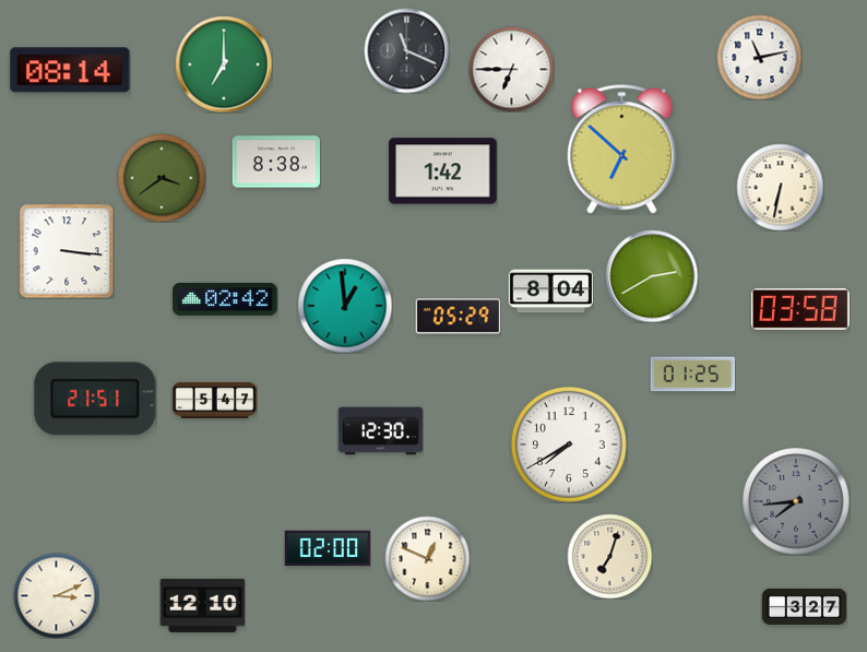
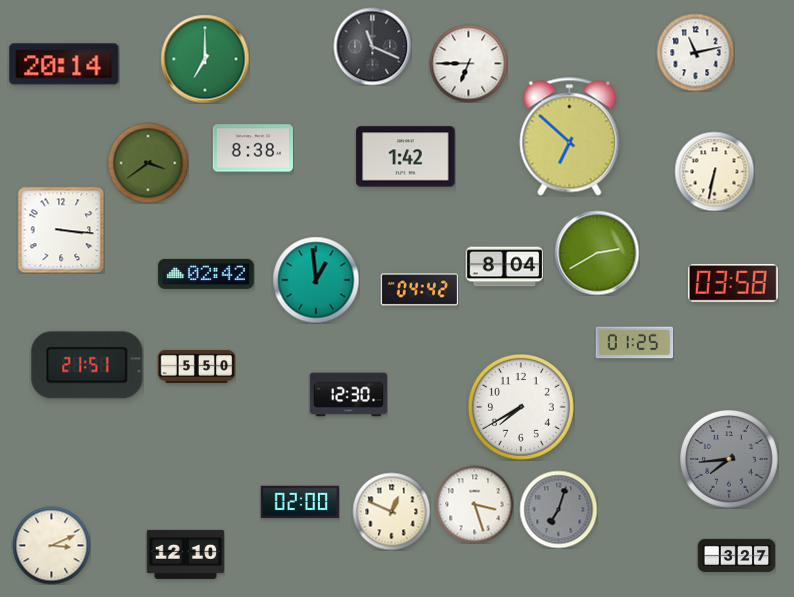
clock at (70, 70): 08:14 -> 20:14
clock at (458, 317): 05:29 -> 04:42
clock at (214, 400): 5:47 -> 5:50
clock at (474, 504): none -> 3:27
clock at (609, 556) dial: cream -> grey
